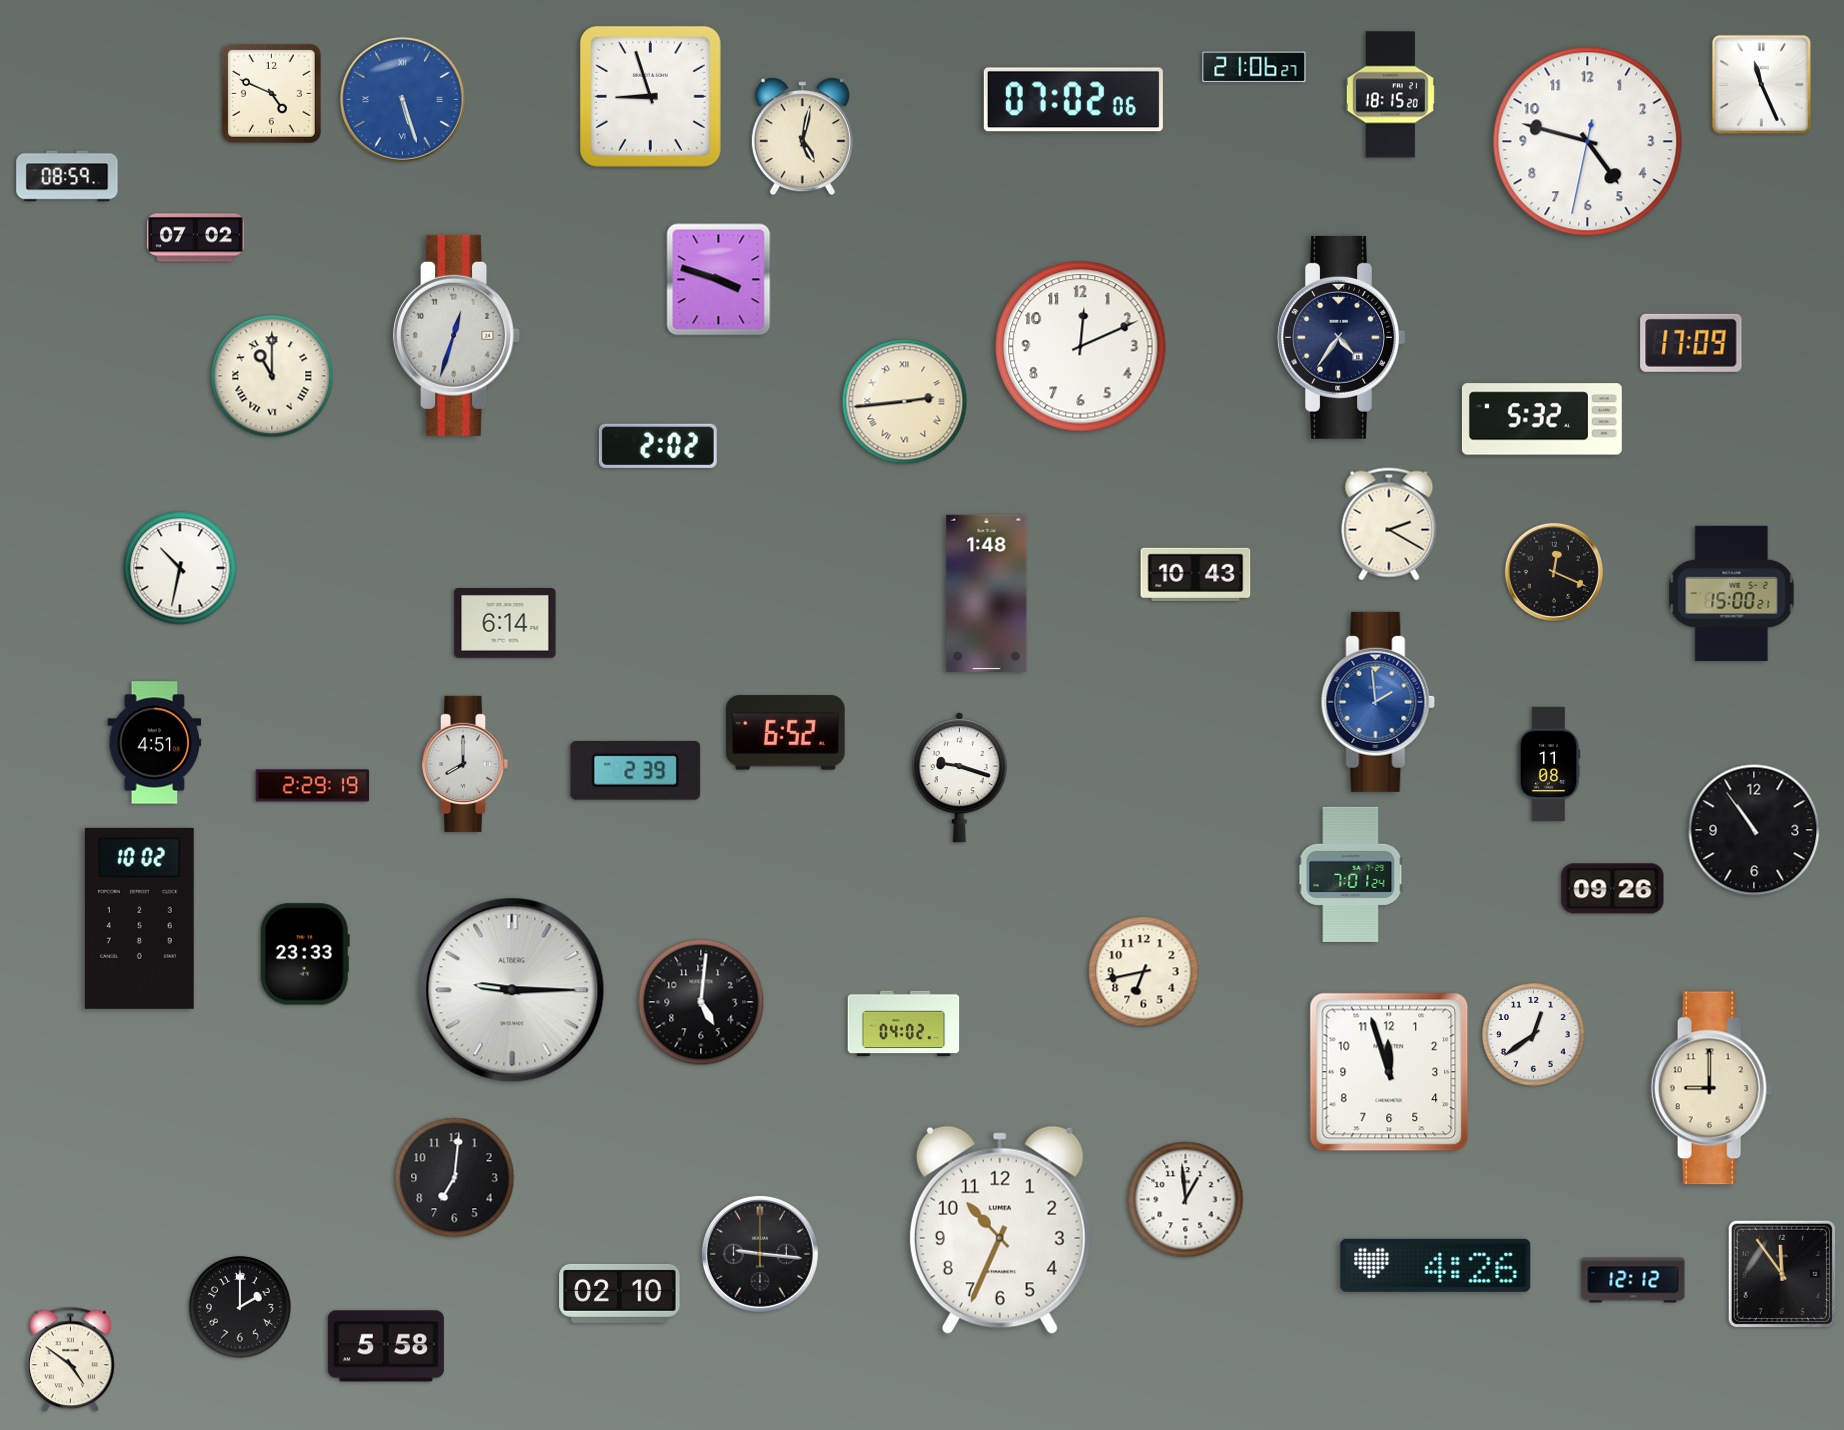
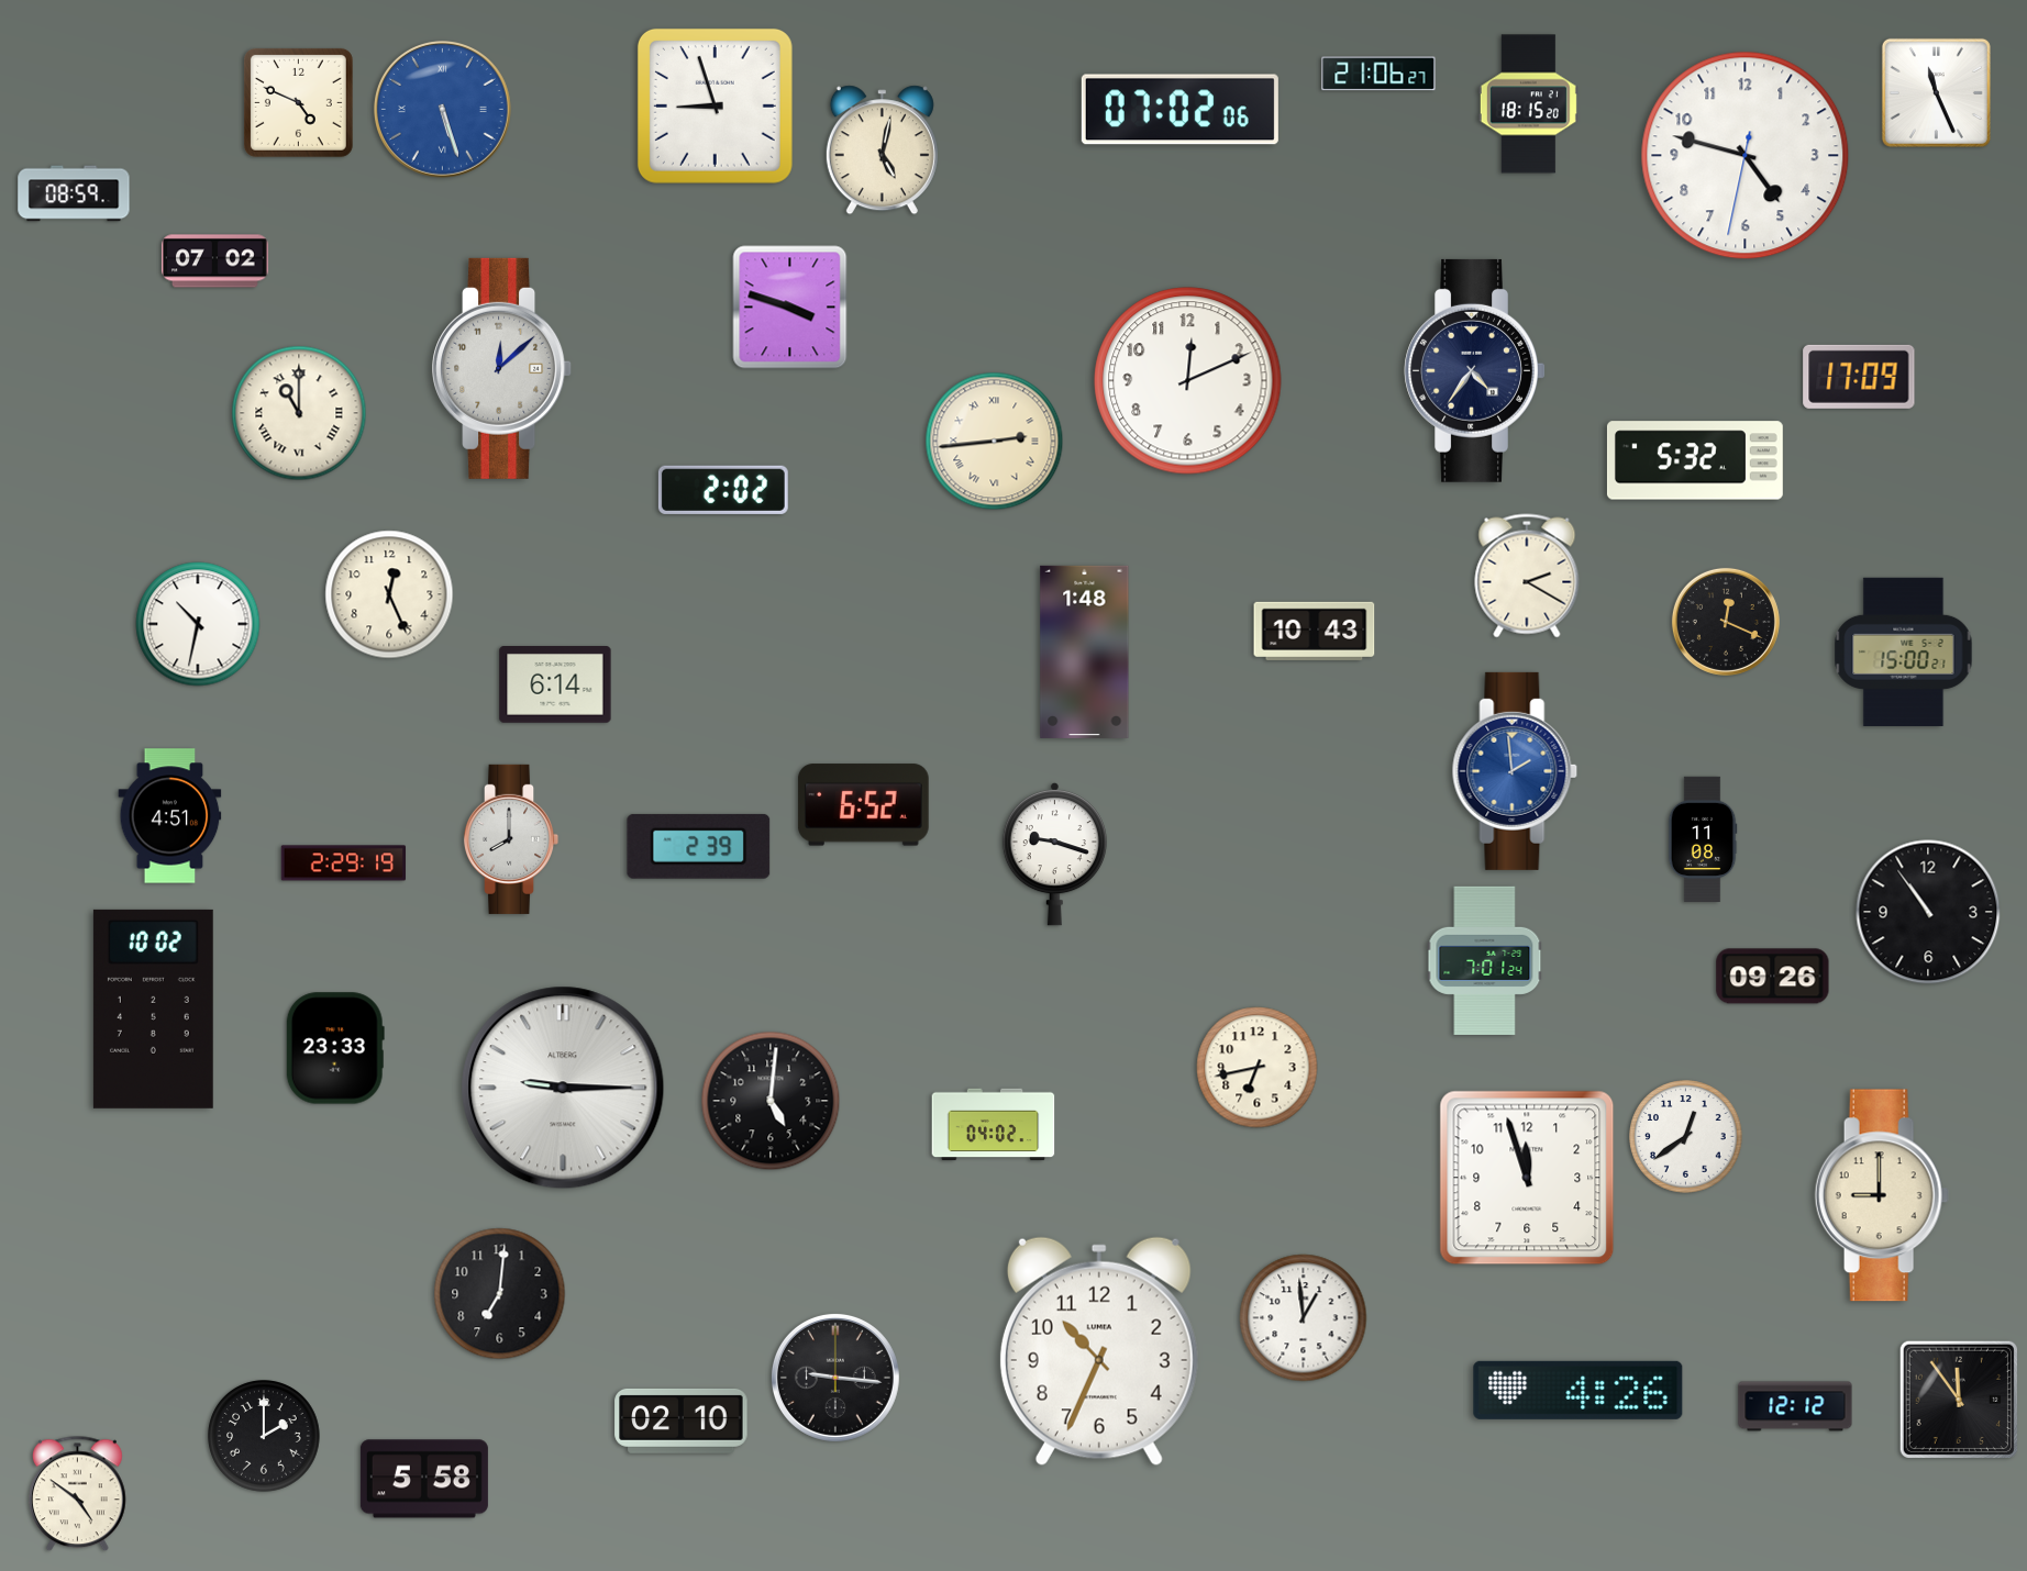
clock at (457, 335): 12:33 -> 12:08
clock at (389, 594): none -> 12:26
clock at (1554, 572) position: (1554, 572) -> (1726, 622)
